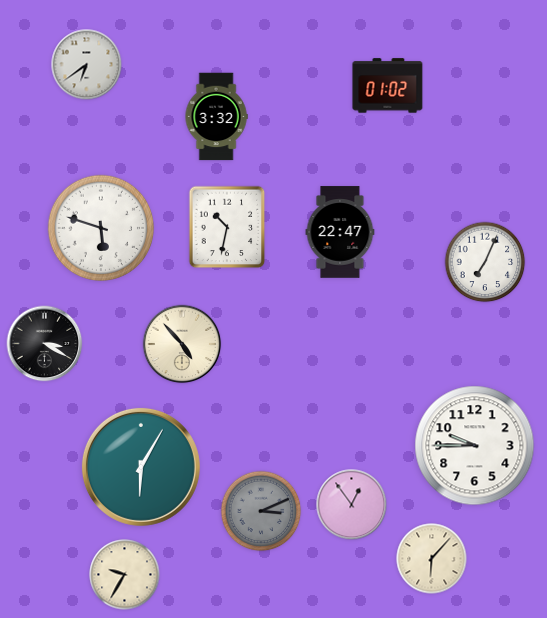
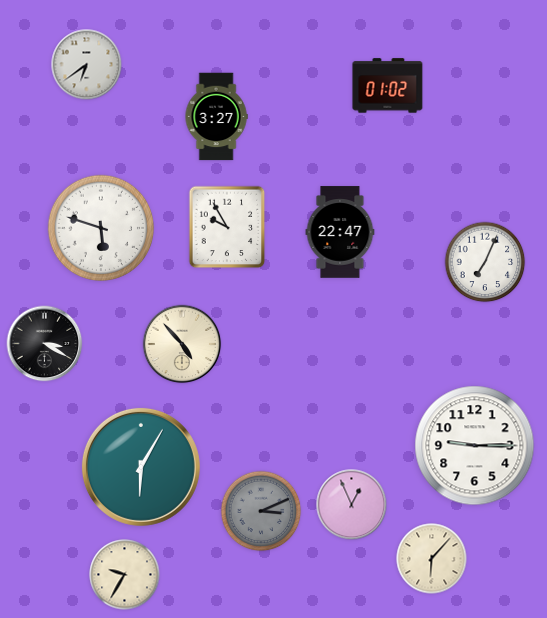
clock at (216, 117): 3:32 -> 3:27
clock at (227, 227): 10:32 -> 9:55
clock at (475, 446): 9:45 -> 9:15
clock at (352, 505): 12:54 -> 12:56
